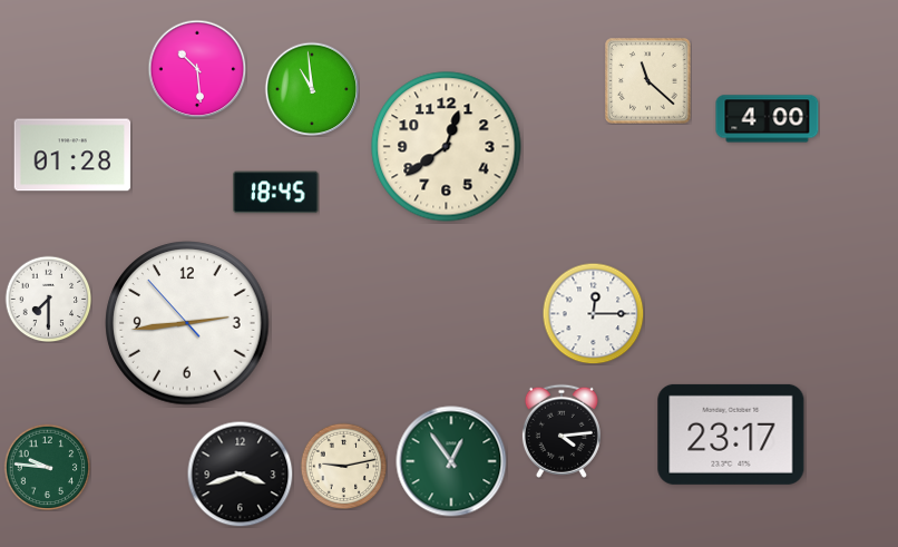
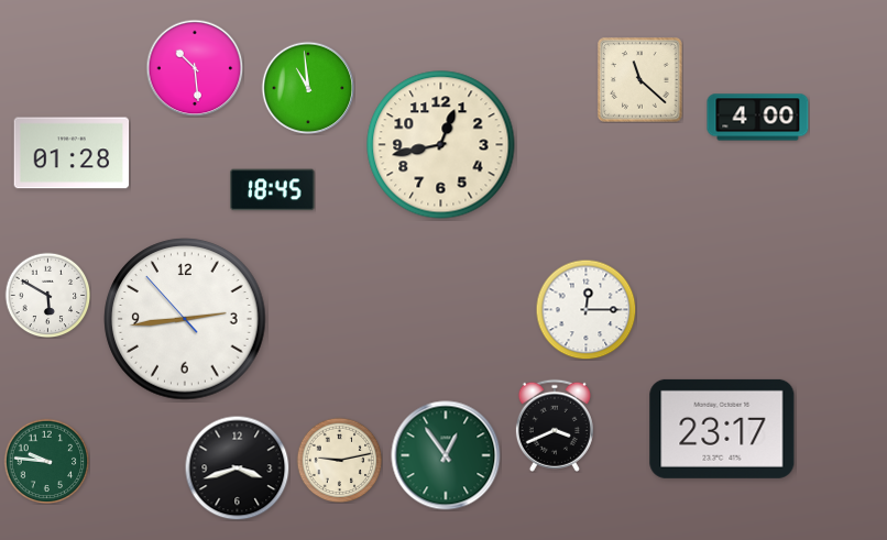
clock at (447, 147): 12:39 -> 12:43
clock at (48, 299): 7:30 -> 5:50
clock at (562, 431): 4:14 -> 3:41
